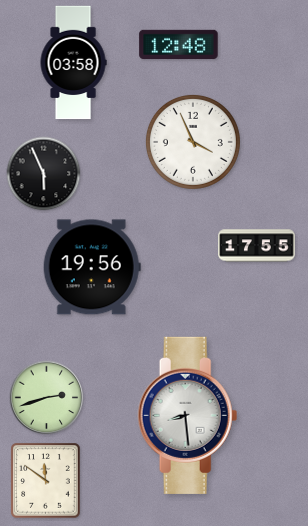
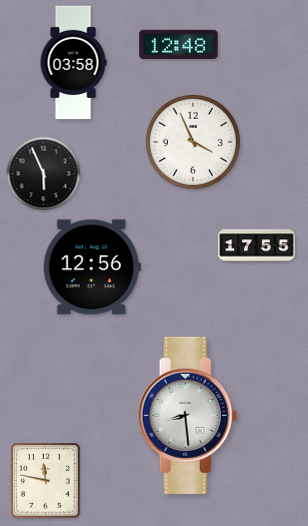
clock at (92, 267): 19:56 -> 12:56
clock at (47, 398): 2:42 -> none
clock at (46, 481): 11:51 -> 11:47
